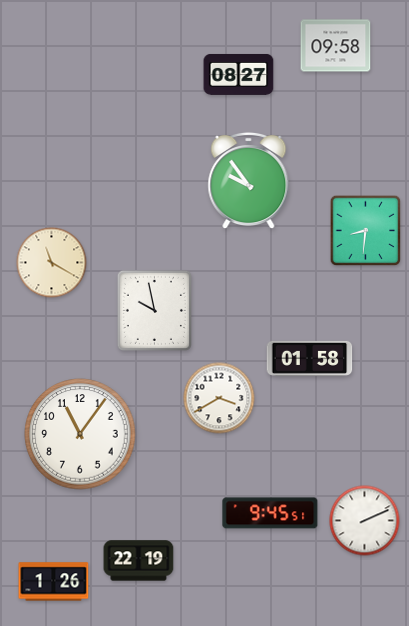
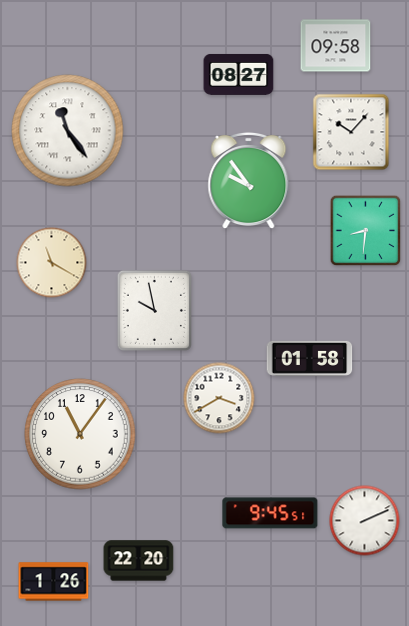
clock at (68, 131): none -> 11:24
clock at (351, 132): none -> 10:07
clock at (139, 561): 22:19 -> 22:20
